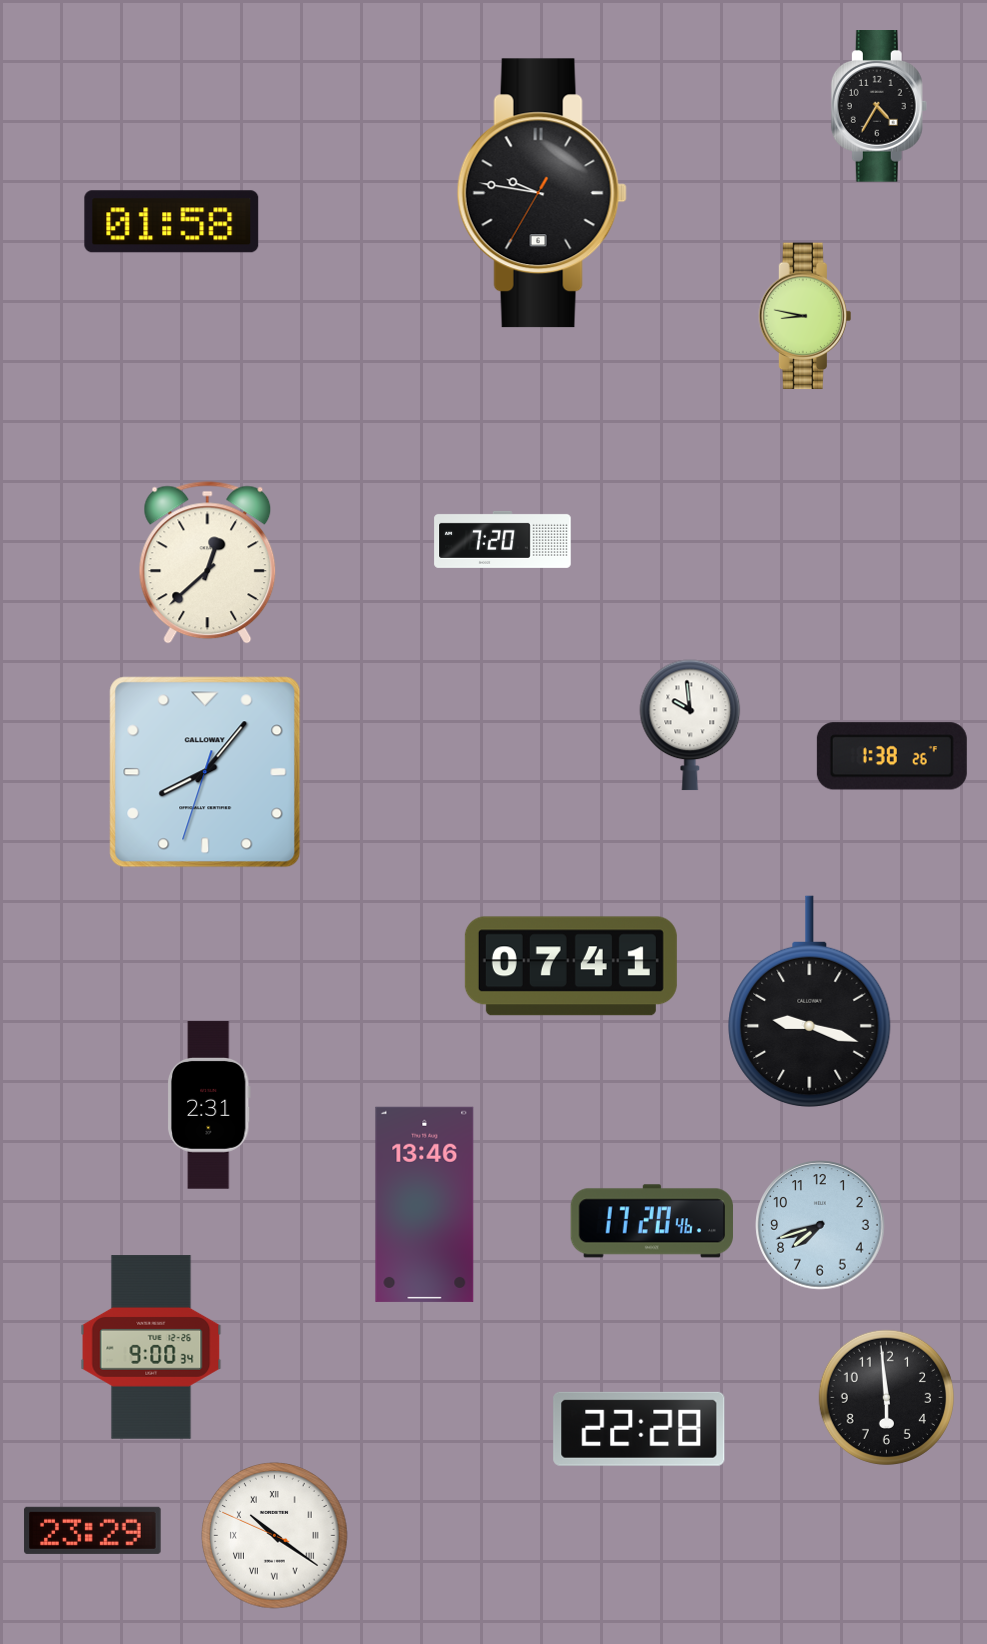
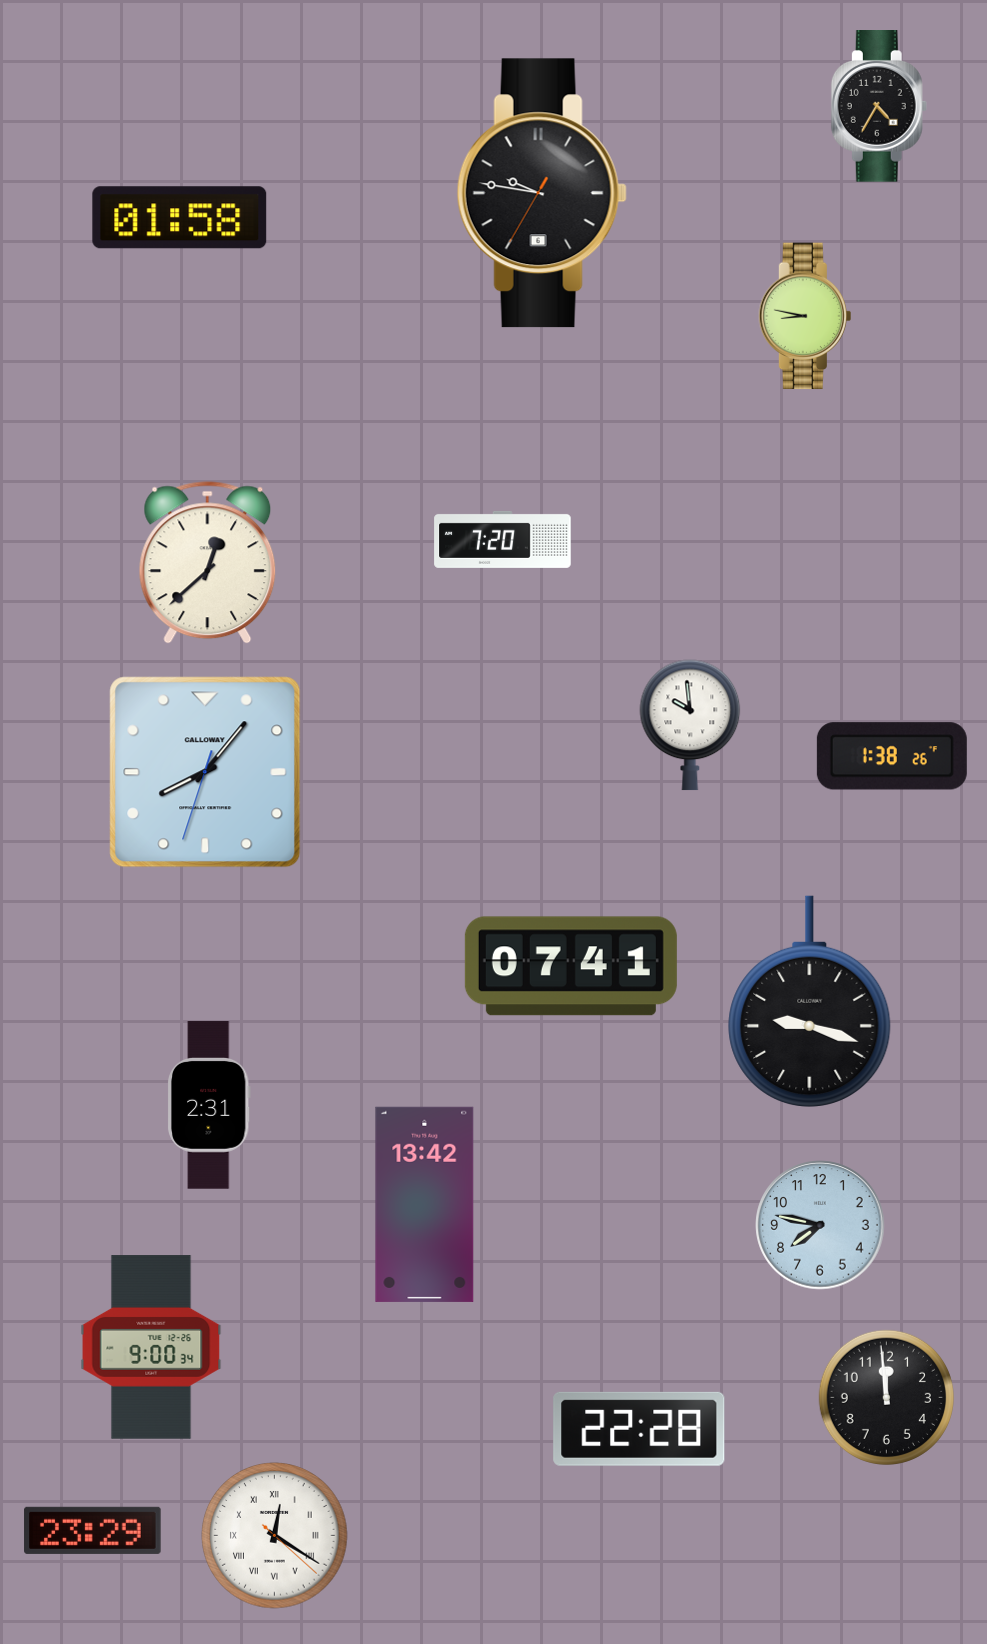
clock at (172, 222) position: (172, 222) -> (180, 218)
clock at (425, 1204): 13:46 -> 13:42
clock at (651, 1221): 17:20 -> none
clock at (820, 1225): 7:42 -> 7:47
clock at (886, 1397): 5:59 -> 11:59
clock at (275, 1536): 10:20 -> 12:20
